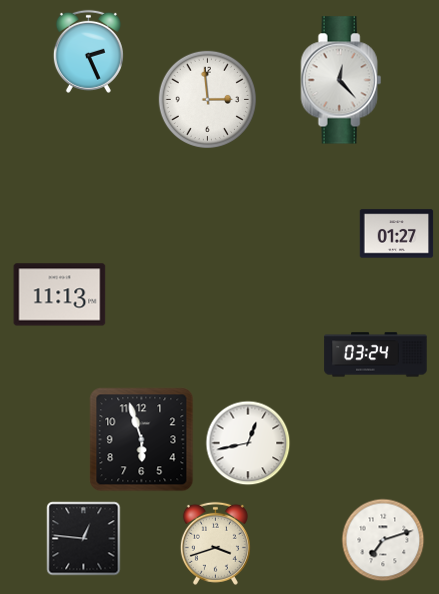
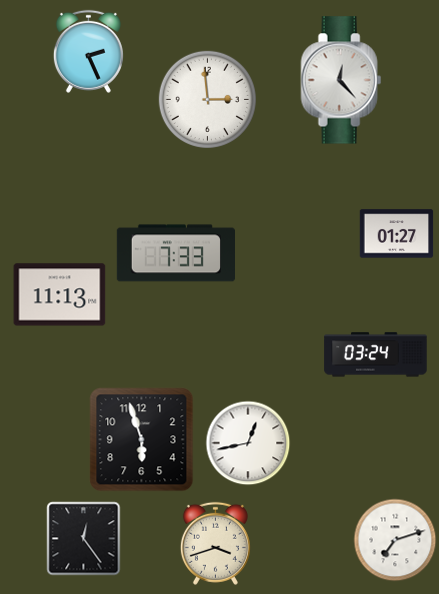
clock at (175, 253): none -> 7:33
clock at (84, 539): 12:46 -> 12:24
clock at (383, 540) position: (383, 540) -> (395, 540)
